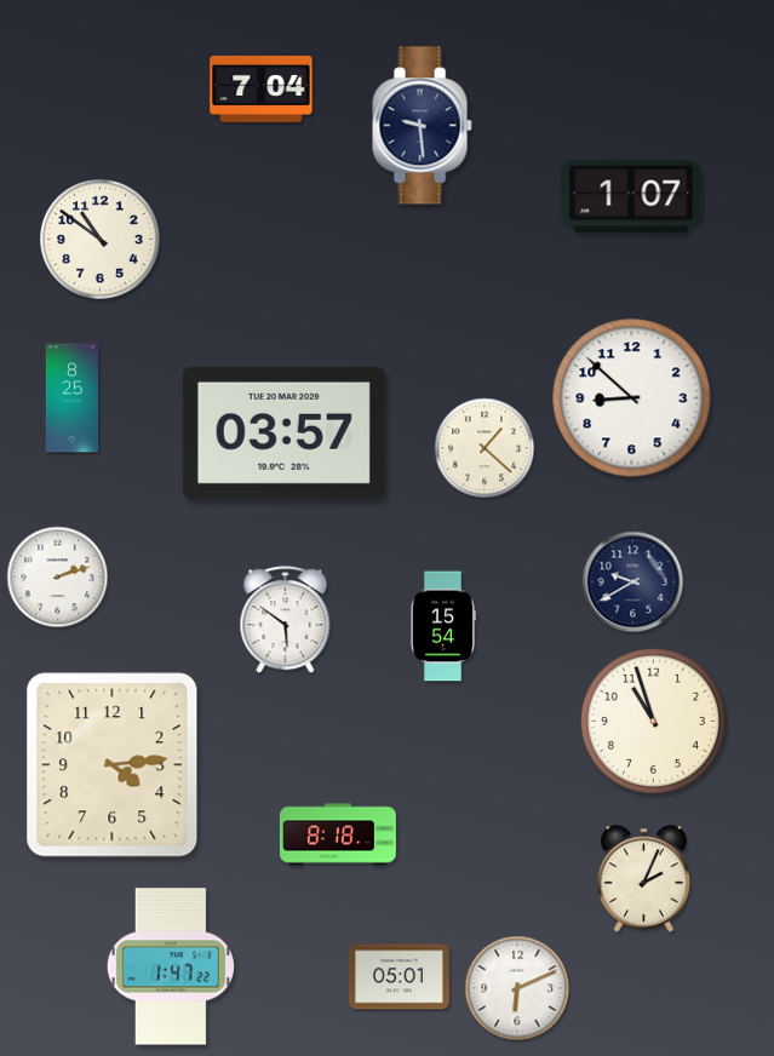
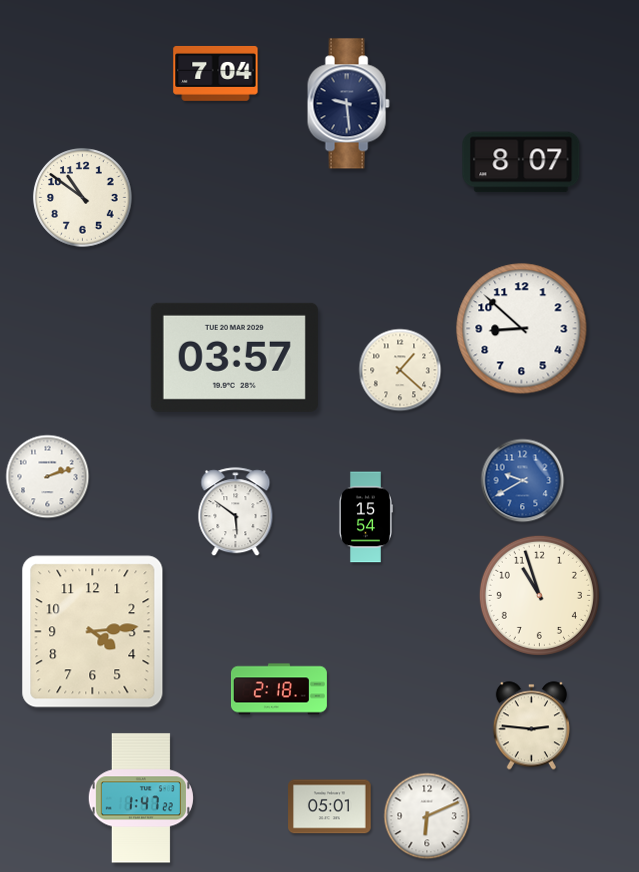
clock at (631, 196): 1:07 -> 8:07
clock at (73, 398): 8:25 -> none
clock at (633, 582) dial: navy -> blue
clock at (338, 834): 8:18 -> 2:18
clock at (643, 879): 2:04 -> 2:46
